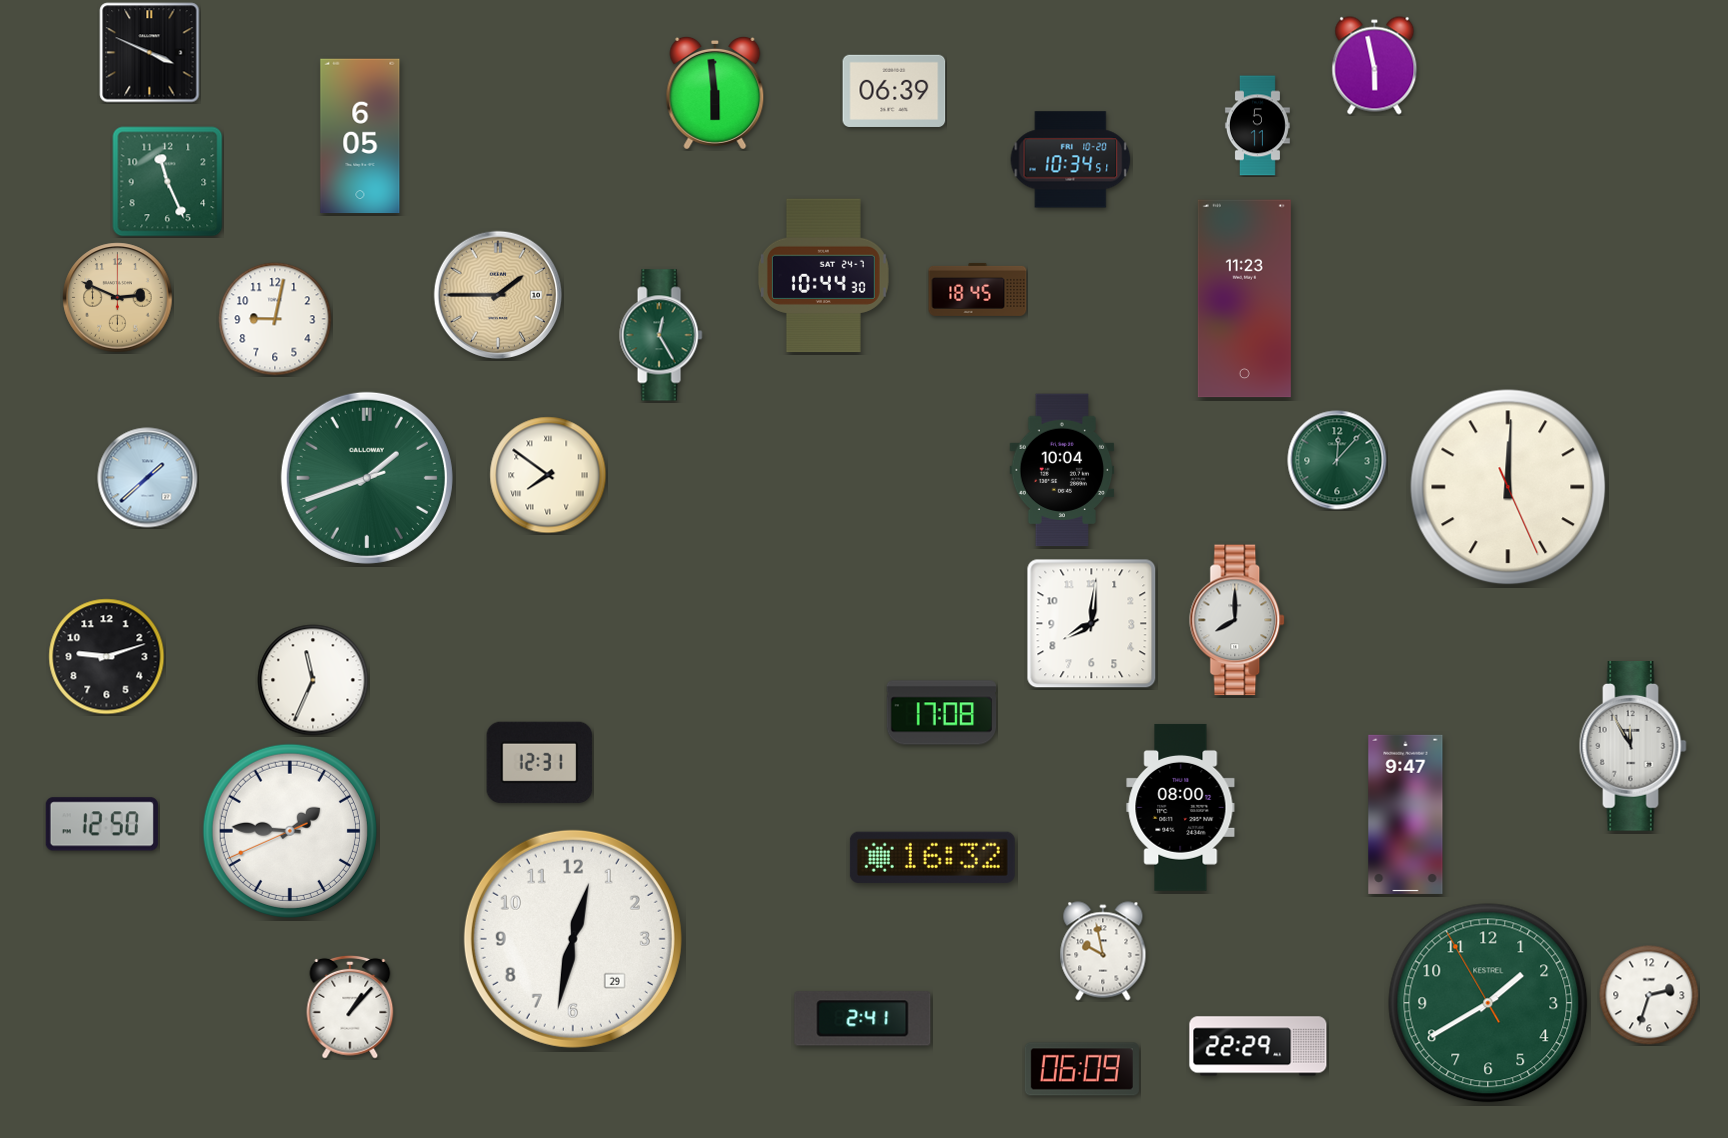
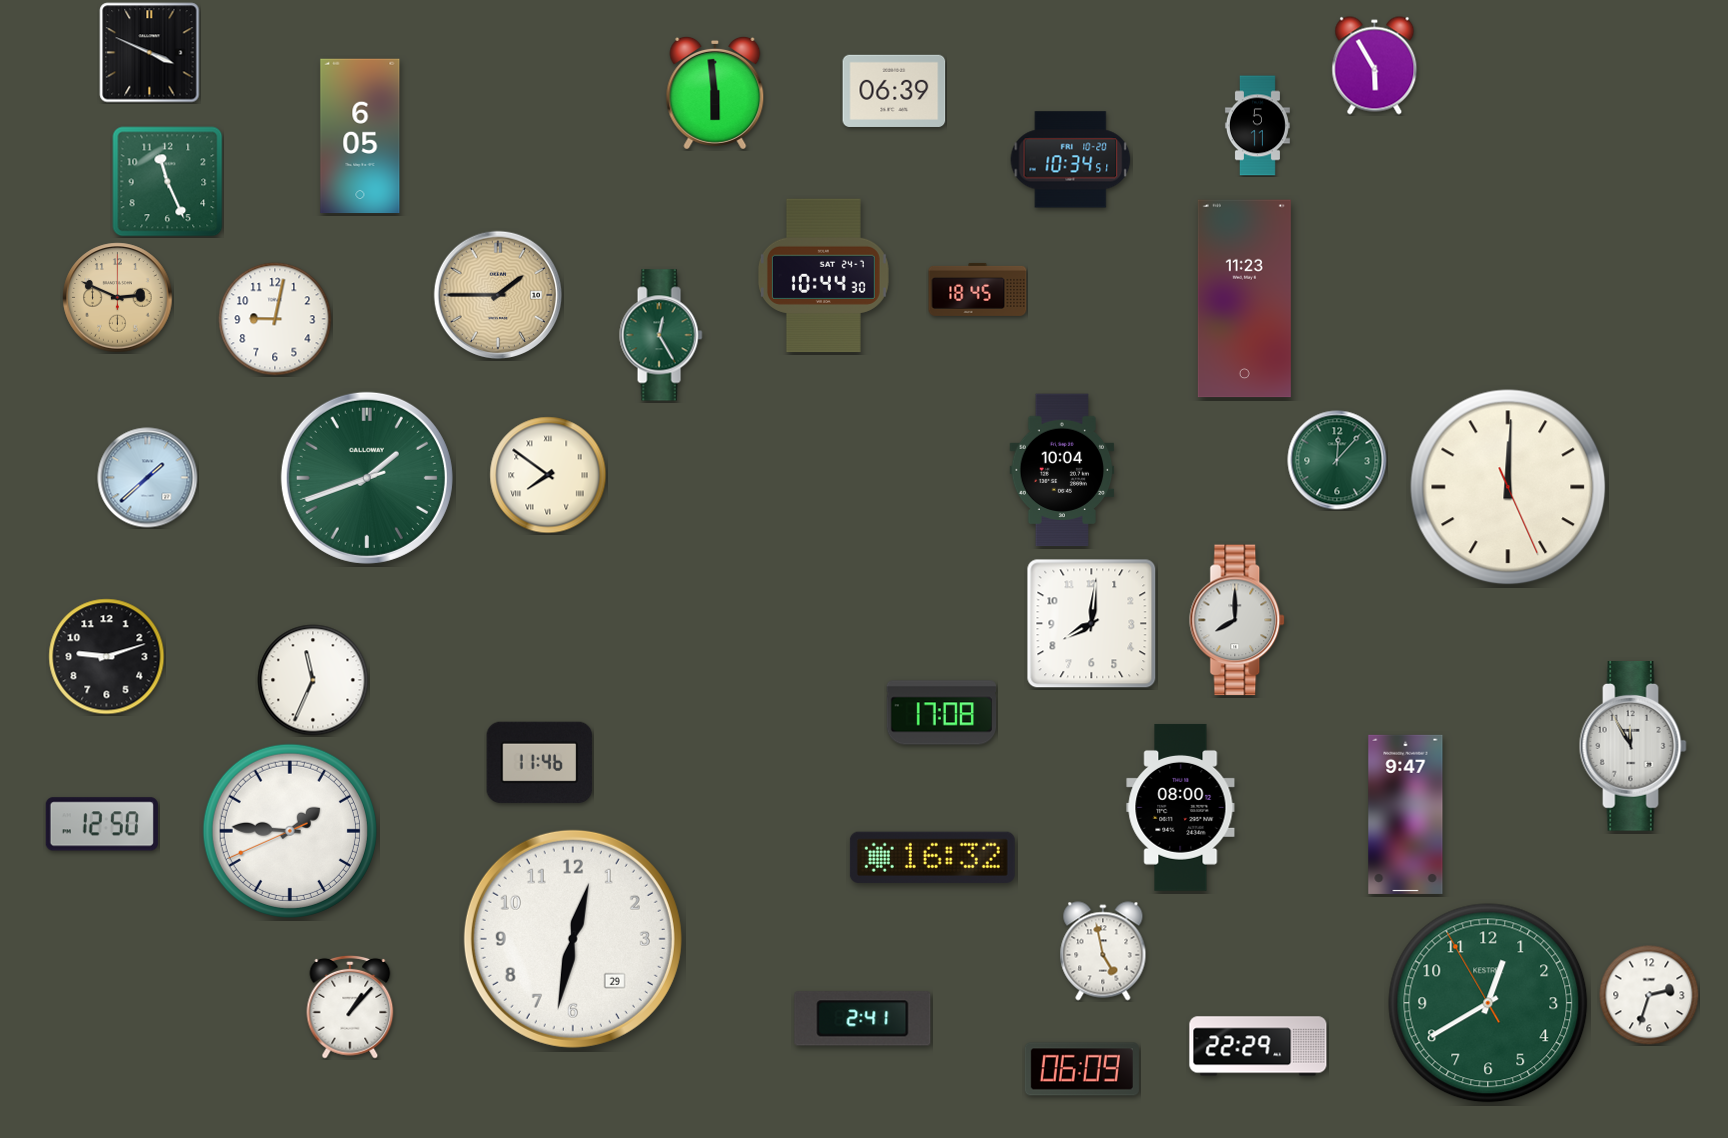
clock at (1375, 66): 5:58 -> 5:55
clock at (540, 762): 12:31 -> 11:46
clock at (1103, 951): 9:58 -> 4:58
clock at (1488, 1003): 1:39 -> 12:39
